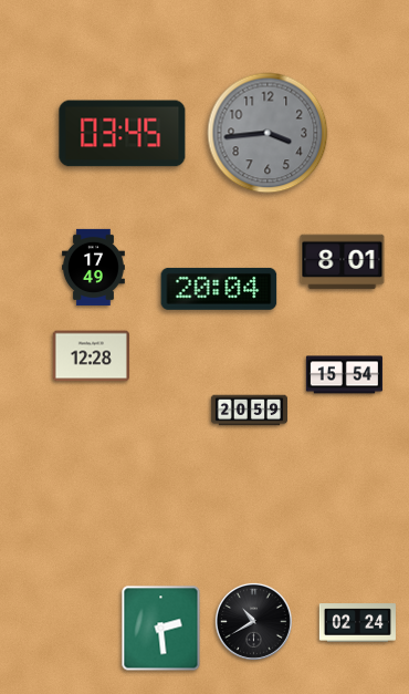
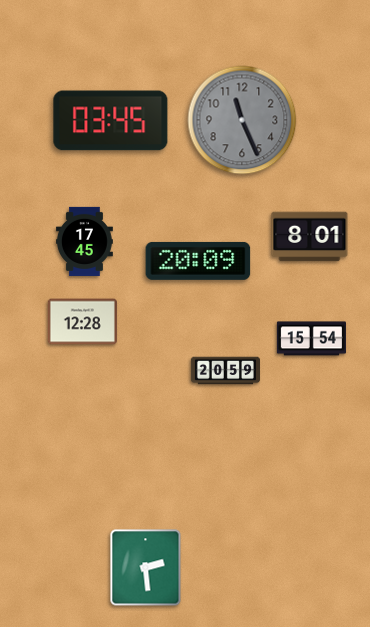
clock at (268, 133): 3:44 -> 11:26
clock at (94, 267): 17:49 -> 17:45
clock at (219, 289): 20:04 -> 20:09
clock at (253, 621): 10:40 -> none
clock at (357, 623): 02:24 -> none
